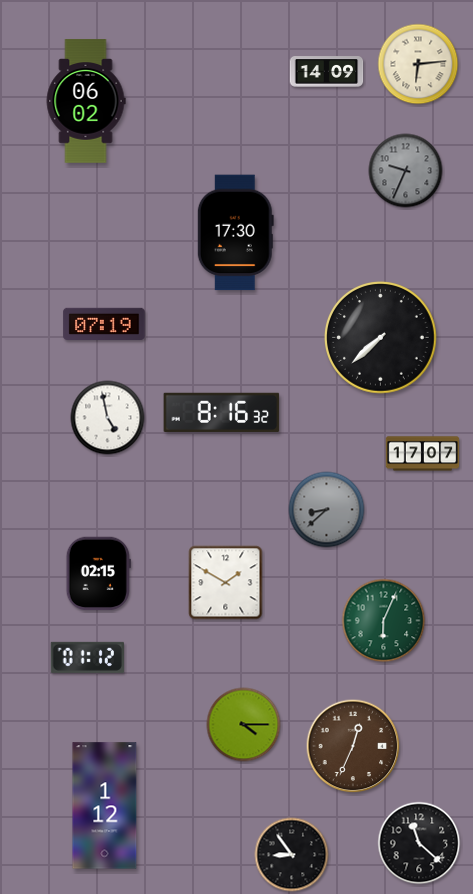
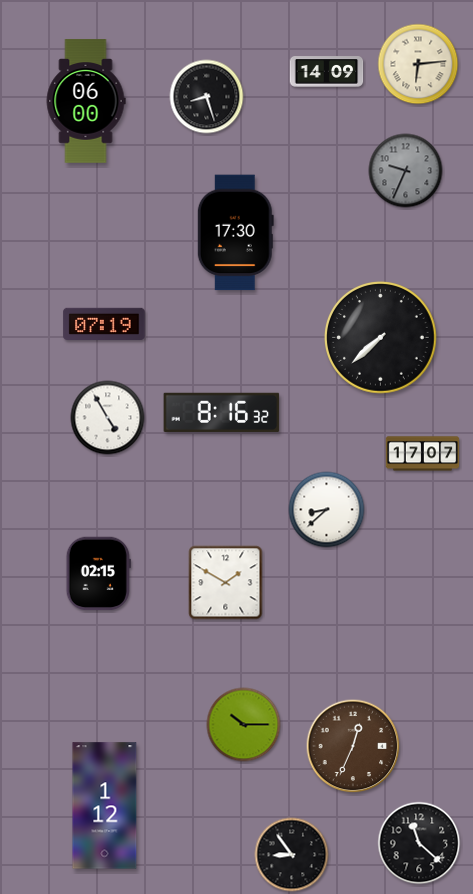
clock at (207, 97): none -> 8:27
clock at (86, 101): 06:02 -> 06:00
clock at (108, 418): 4:58 -> 4:55
clock at (327, 510) dial: grey -> white
clock at (384, 621): 6:04 -> none
clock at (87, 657): 01:12 -> none
clock at (244, 725): 4:15 -> 10:15
